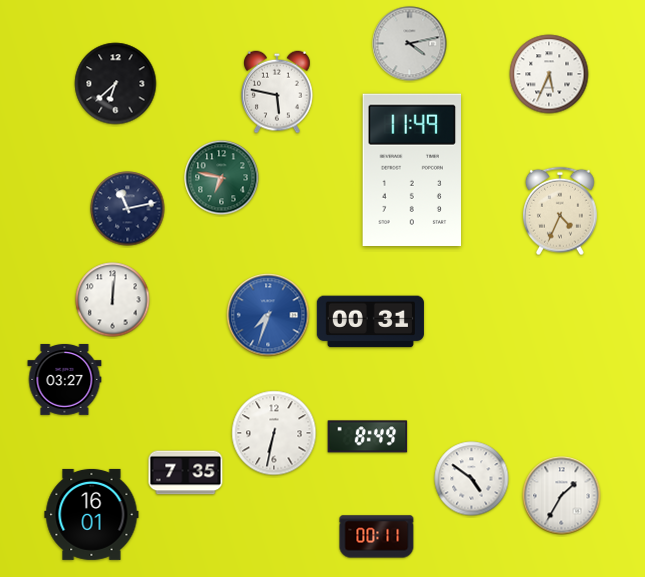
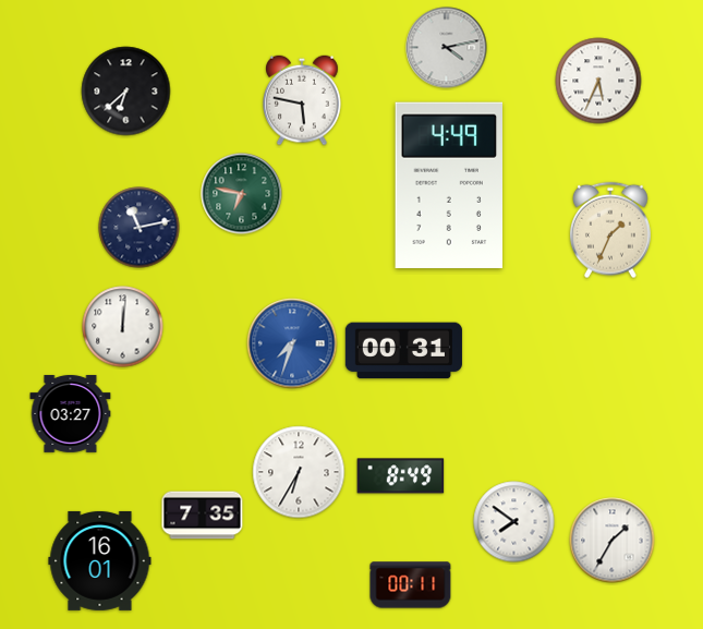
clock at (411, 169): 11:49 -> 4:49
clock at (560, 211): 4:34 -> 1:34
clock at (274, 433): 6:32 -> 6:35
clock at (472, 479): 4:51 -> 7:51
